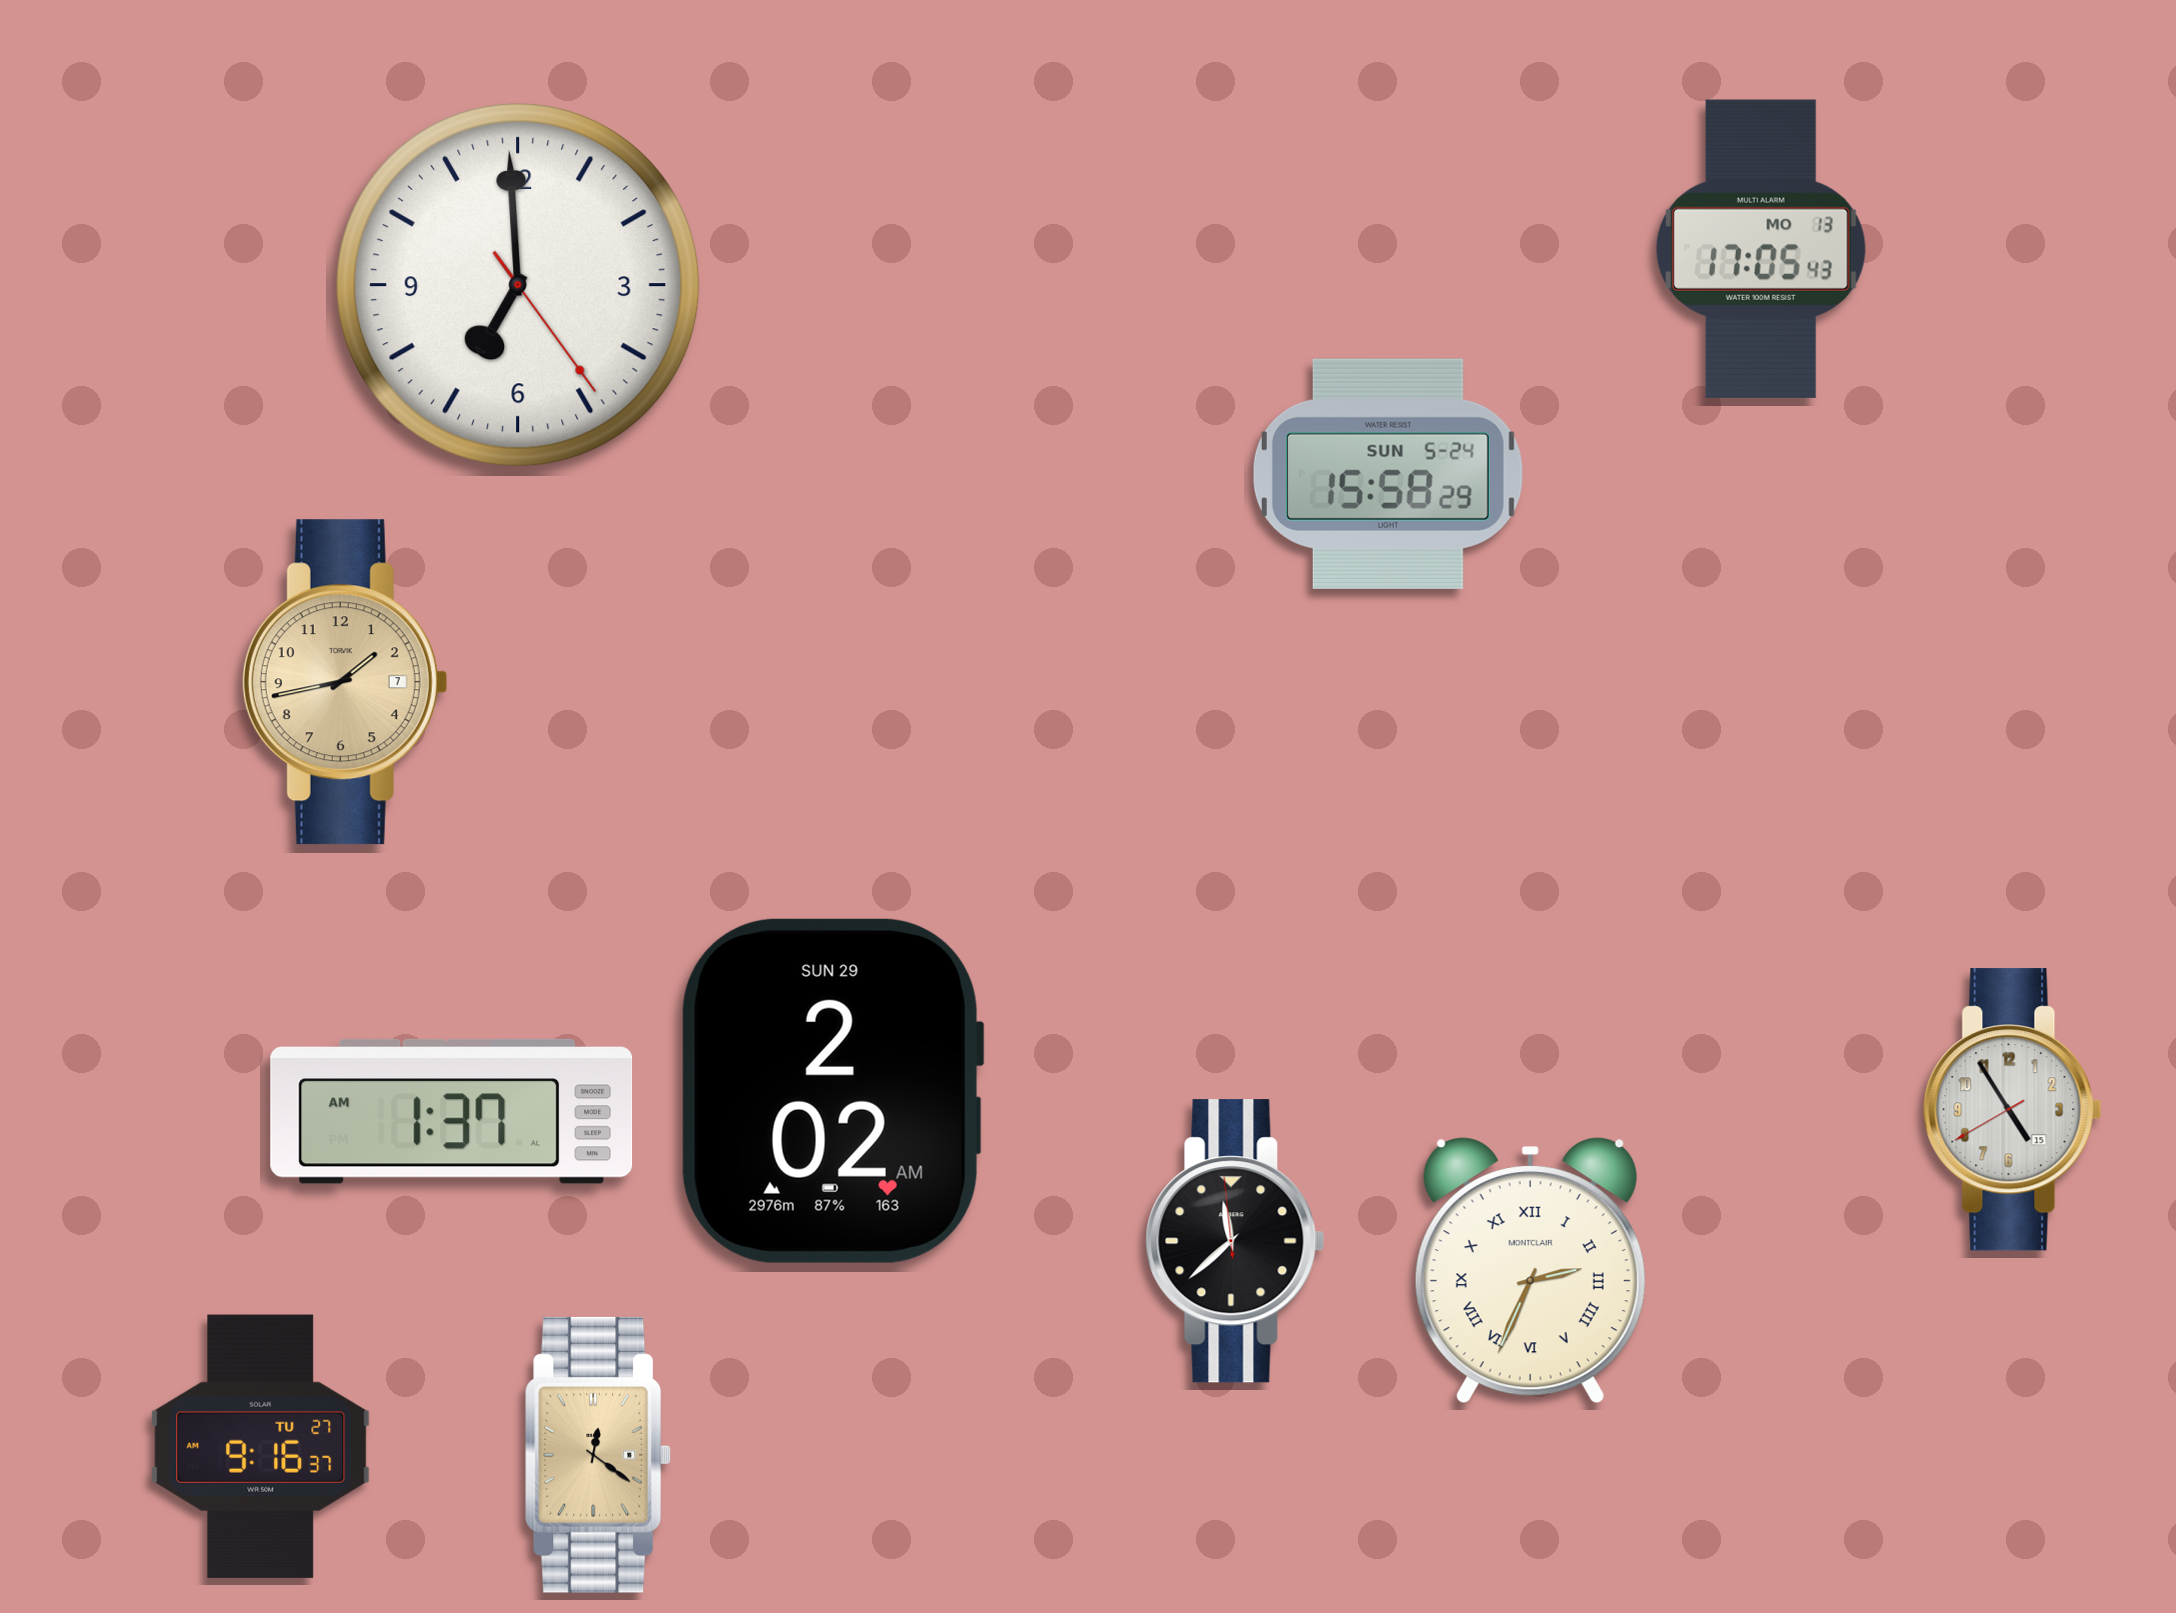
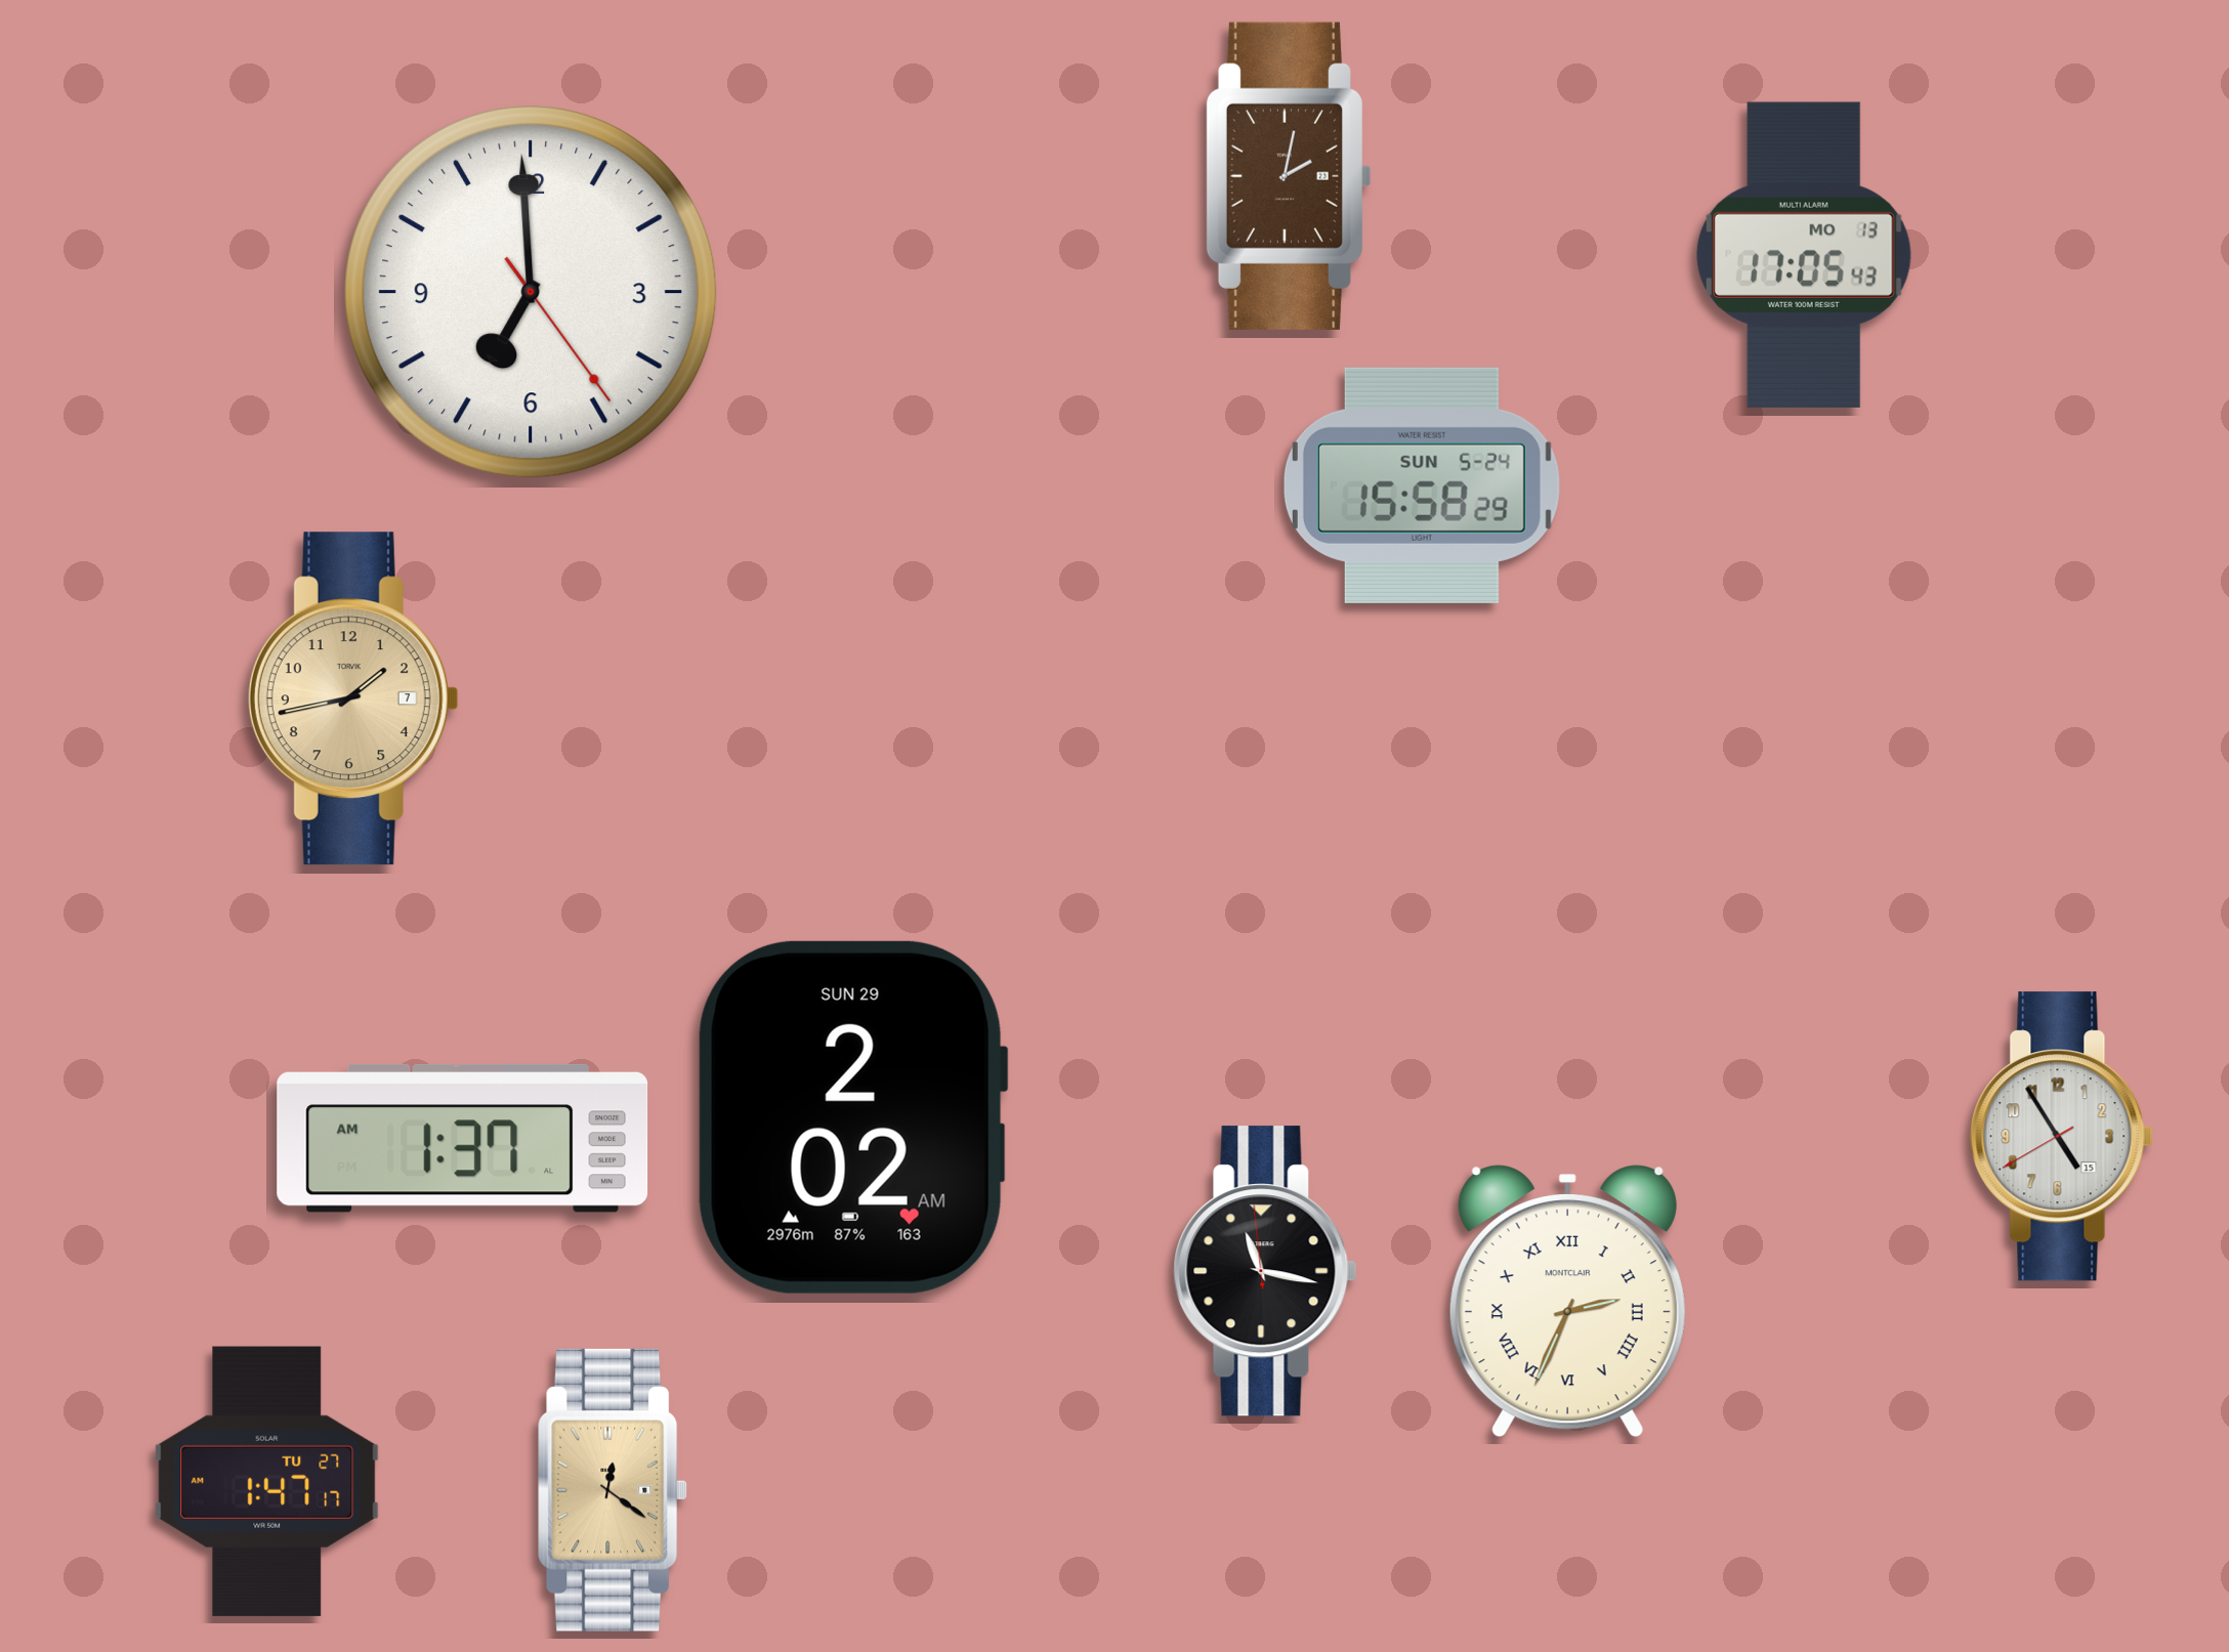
clock at (1288, 176): none -> 2:02
clock at (1235, 1241): 11:37 -> 11:16
clock at (261, 1446): 9:16 -> 1:47
